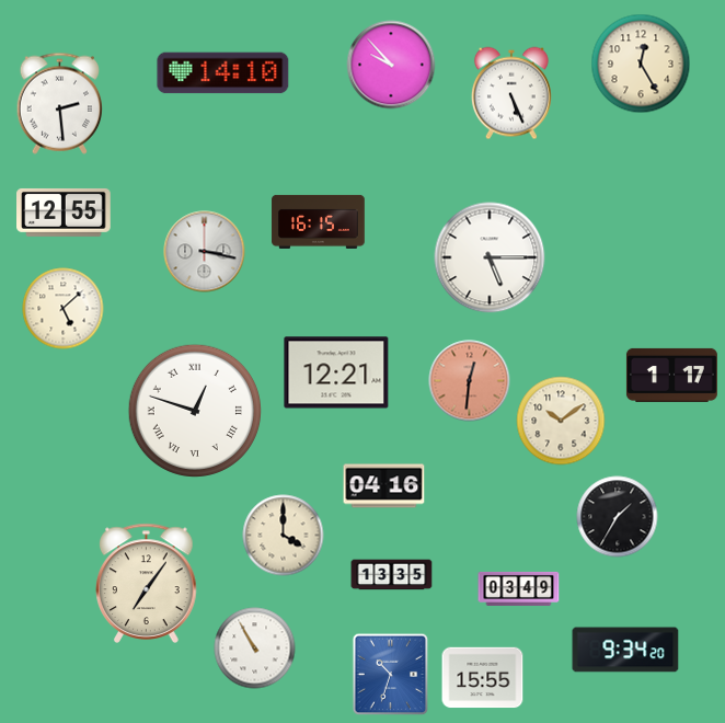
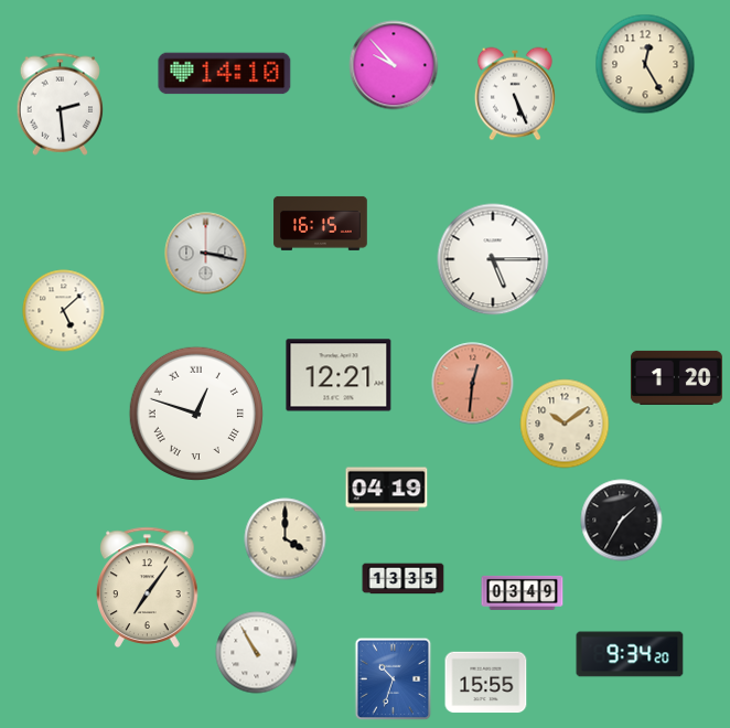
clock at (64, 213): 12:55 -> none
clock at (671, 375): 1:17 -> 1:20
clock at (384, 486): 04:16 -> 04:19
clock at (392, 575) position: (392, 575) -> (404, 579)
